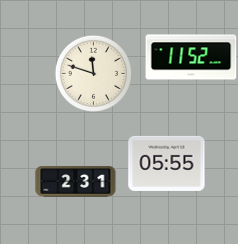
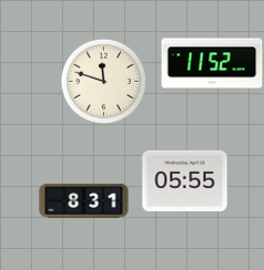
clock at (76, 182): 2:31 -> 8:31
